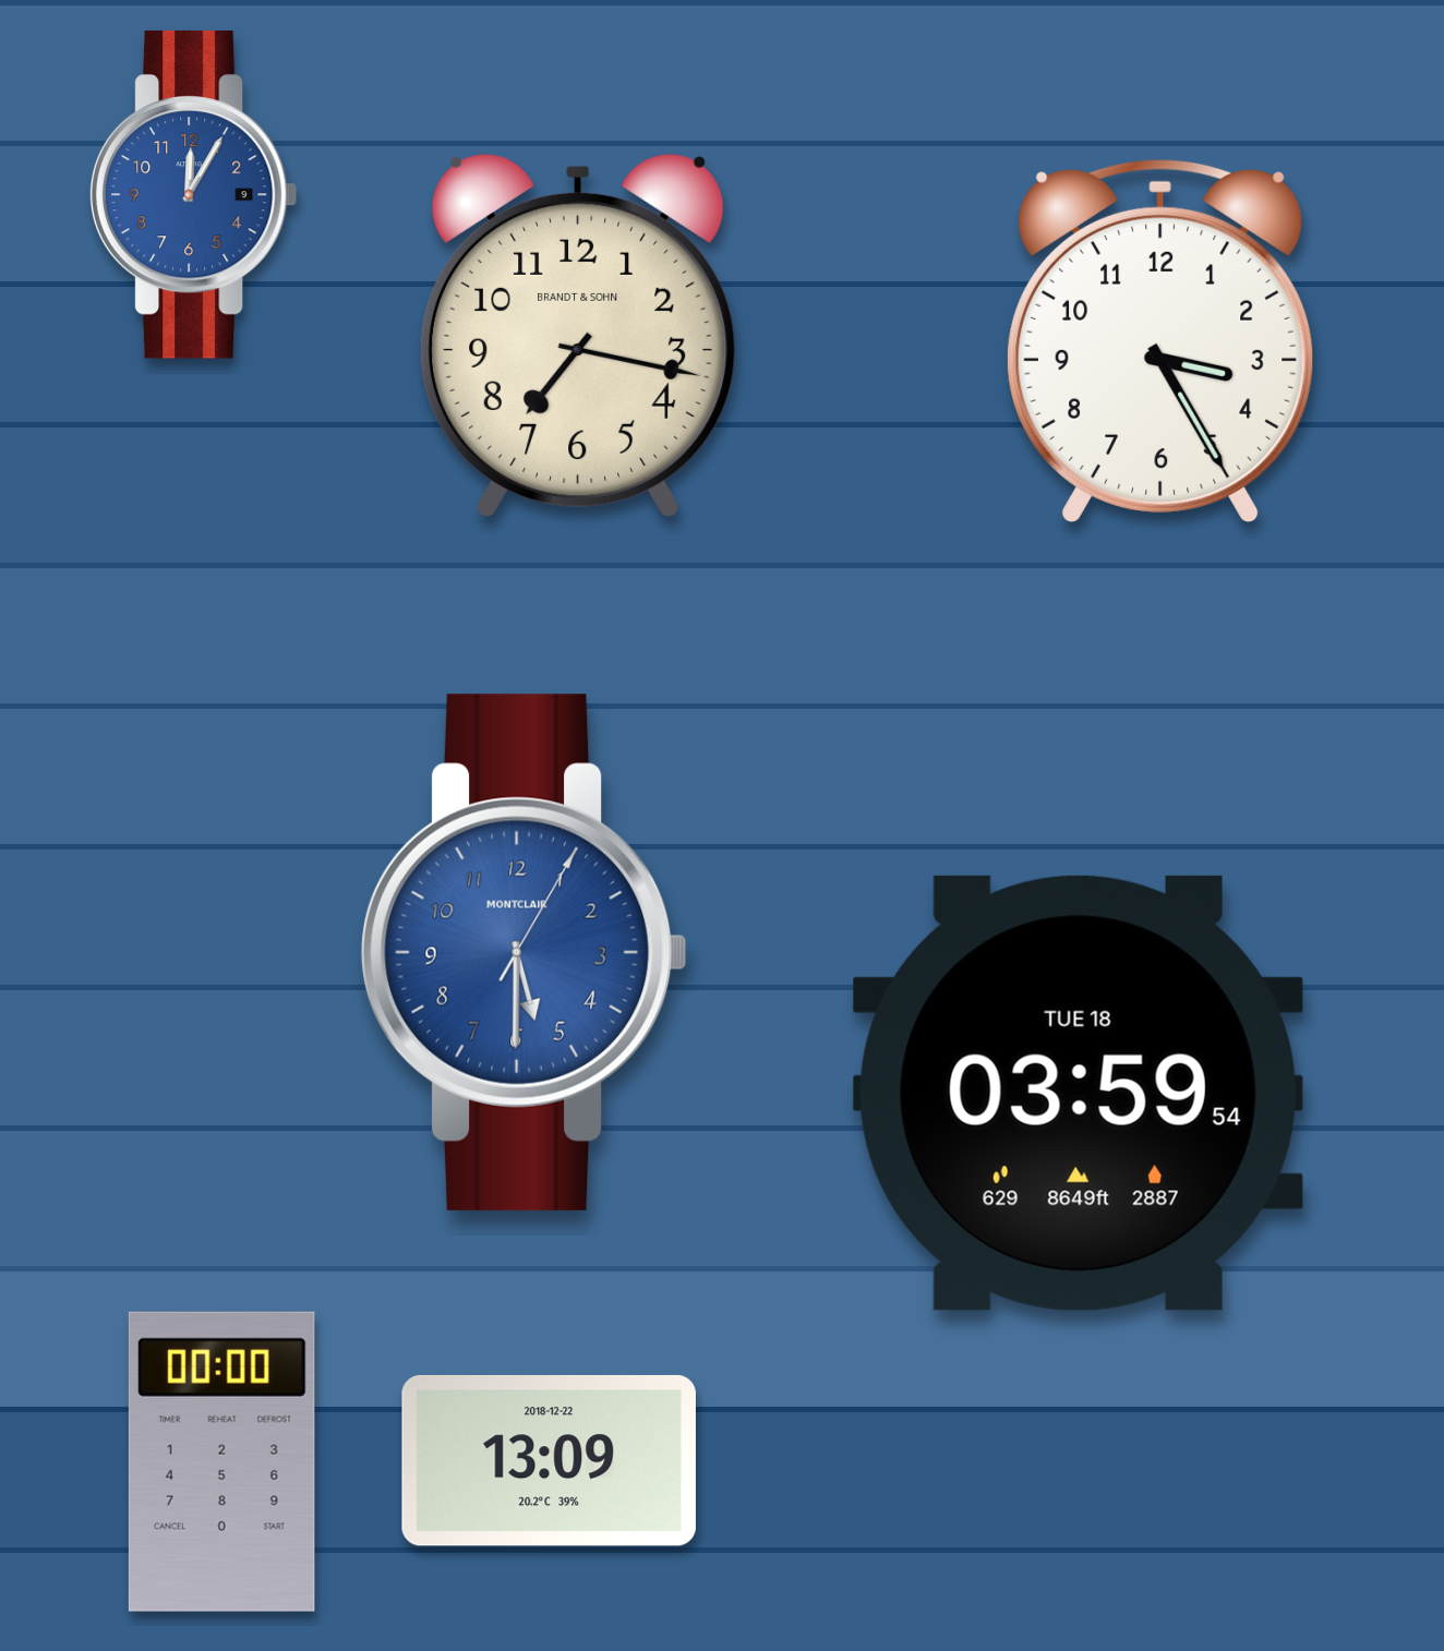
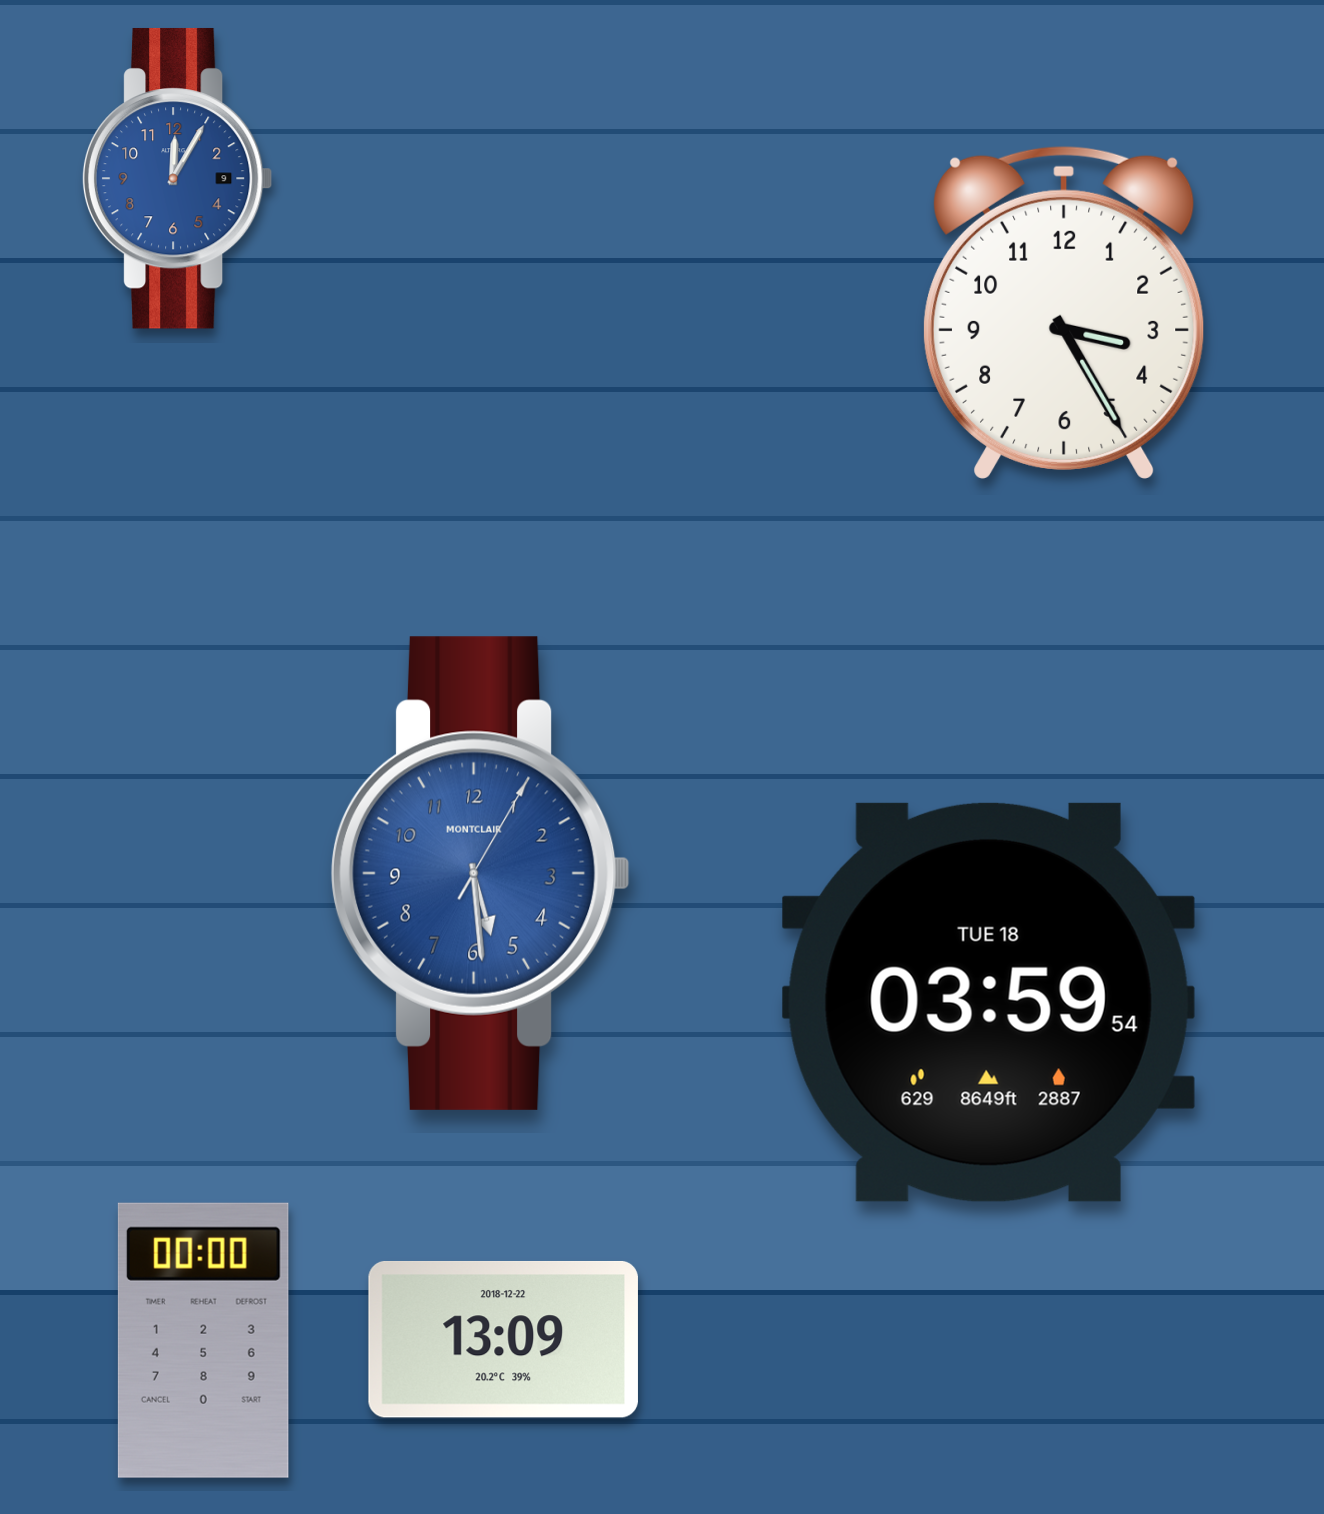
clock at (579, 335): 7:17 -> none
clock at (524, 952): 5:30 -> 5:29
